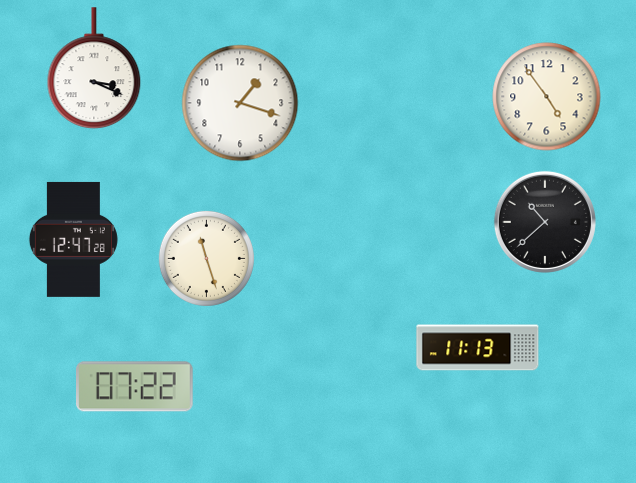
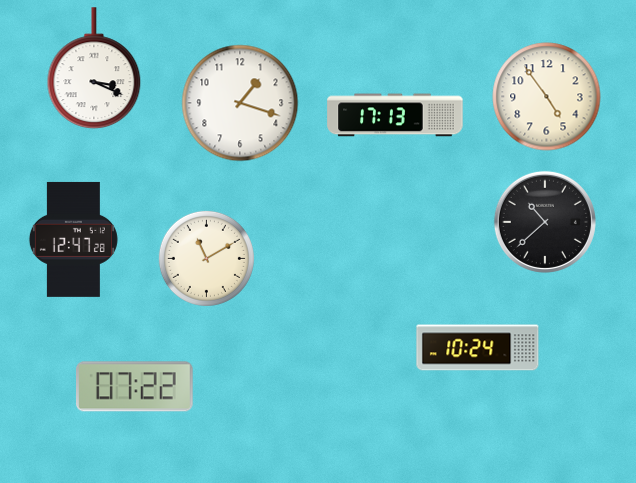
clock at (395, 115): none -> 17:13
clock at (206, 258): 11:27 -> 11:10
clock at (478, 348): 11:13 -> 10:24
